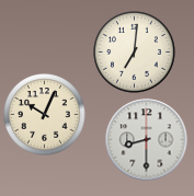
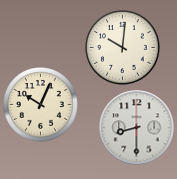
clock at (135, 53): 7:01 -> 10:01
clock at (147, 140) position: (147, 140) -> (137, 128)
